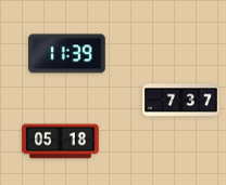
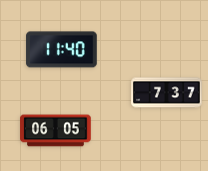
clock at (67, 54): 11:39 -> 11:40
clock at (61, 142): 05:18 -> 06:05
